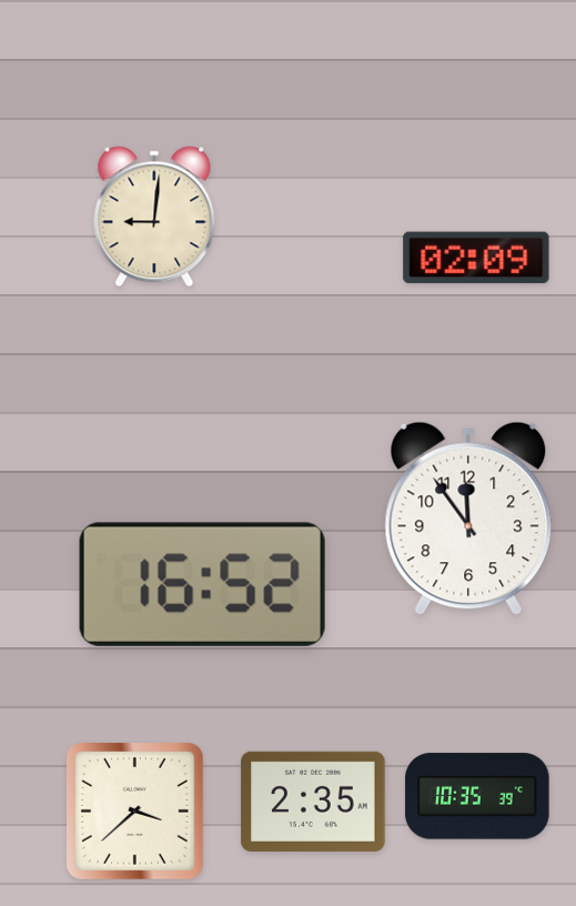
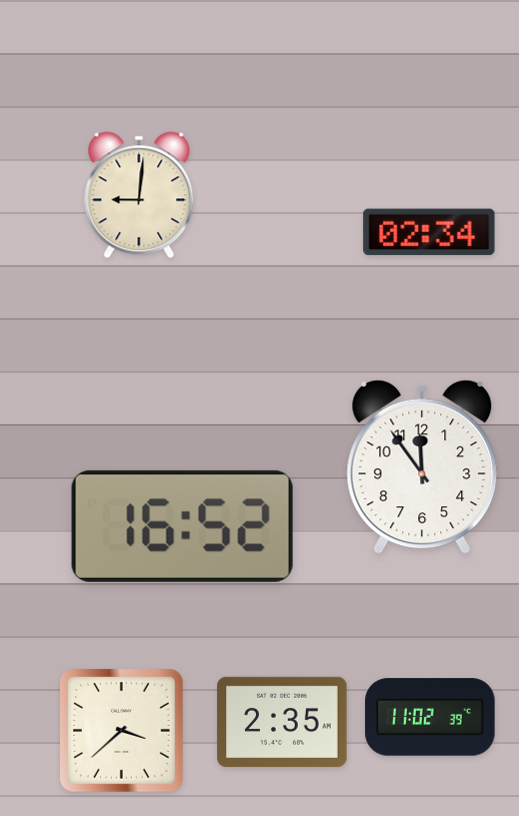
clock at (476, 258): 02:09 -> 02:34
clock at (477, 796): 10:35 -> 11:02
